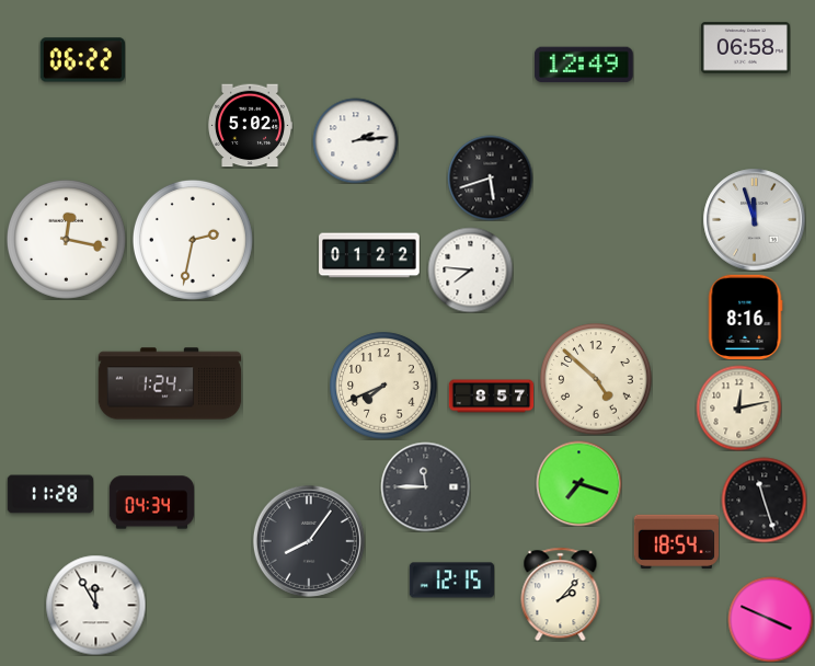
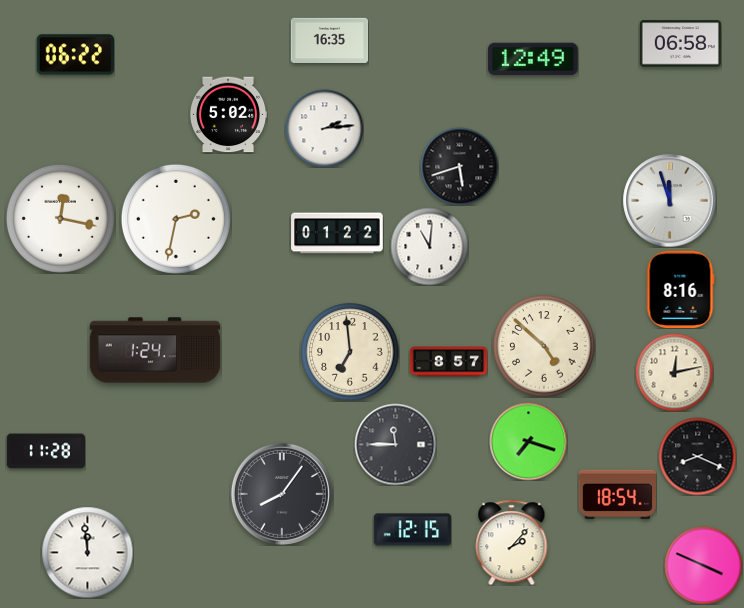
clock at (329, 40): none -> 16:35
clock at (490, 177) position: (490, 177) -> (459, 166)
clock at (754, 219) position: (754, 219) -> (669, 200)
clock at (470, 269): 7:46 -> 11:01
clock at (383, 386): 7:41 -> 6:59
clock at (425, 486) position: (425, 486) -> (395, 444)
clock at (764, 499): 11:27 -> 8:19
clock at (151, 503): 04:34 -> none
clock at (95, 605): 11:55 -> 11:59
